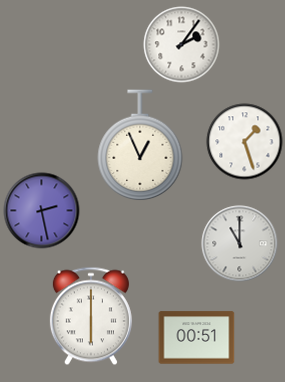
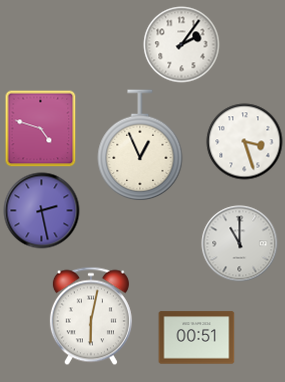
clock at (41, 128): none -> 4:48
clock at (245, 142): 1:27 -> 3:27
clock at (91, 316): 6:00 -> 6:02
